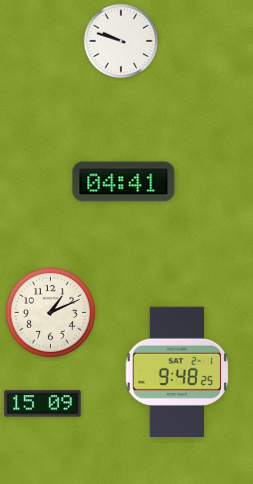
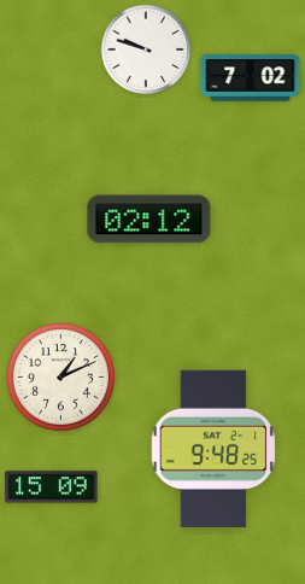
clock at (251, 78): none -> 7:02
clock at (124, 182): 04:41 -> 02:12
